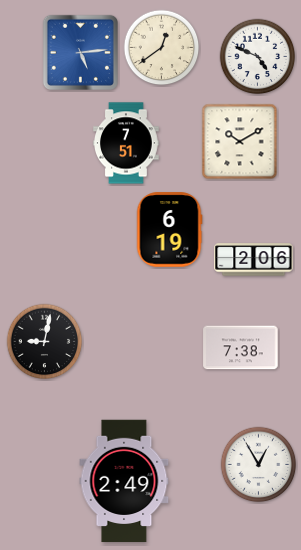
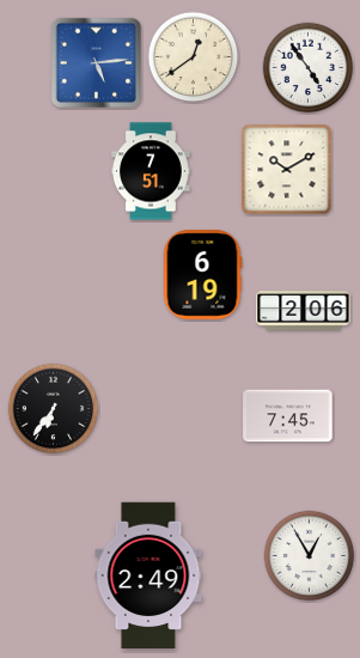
clock at (258, 57): 4:49 -> 4:54
clock at (45, 342): 9:02 -> 6:36
clock at (241, 348): 7:38 -> 7:45
